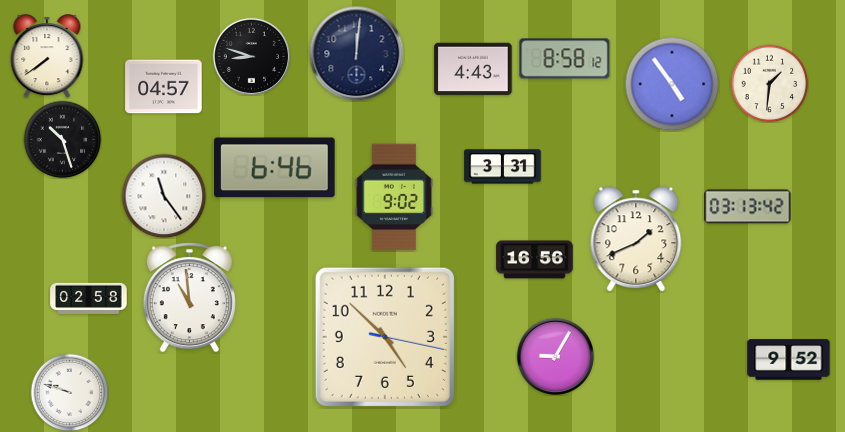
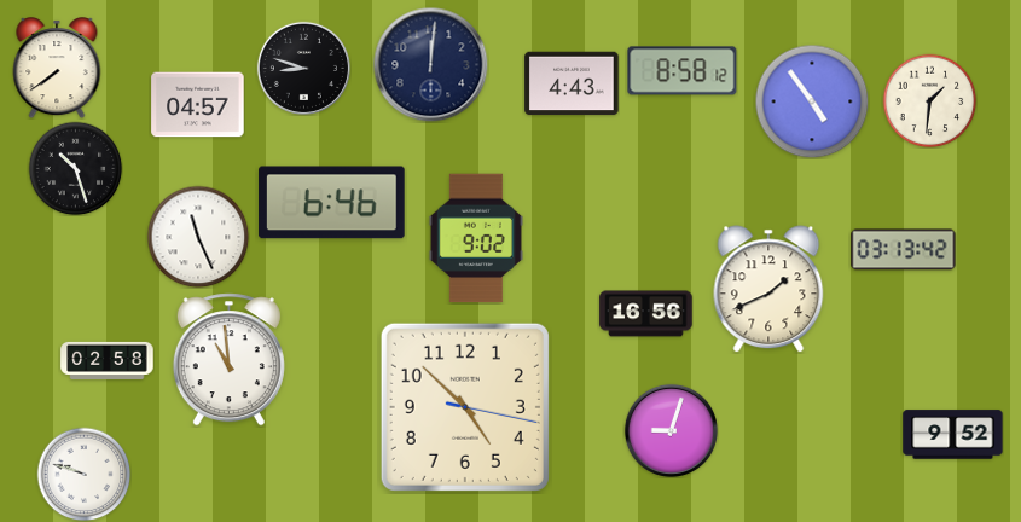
clock at (503, 167): 3:31 -> none
clock at (164, 196): 11:24 -> 11:26
clock at (555, 356): 9:05 -> 9:03
